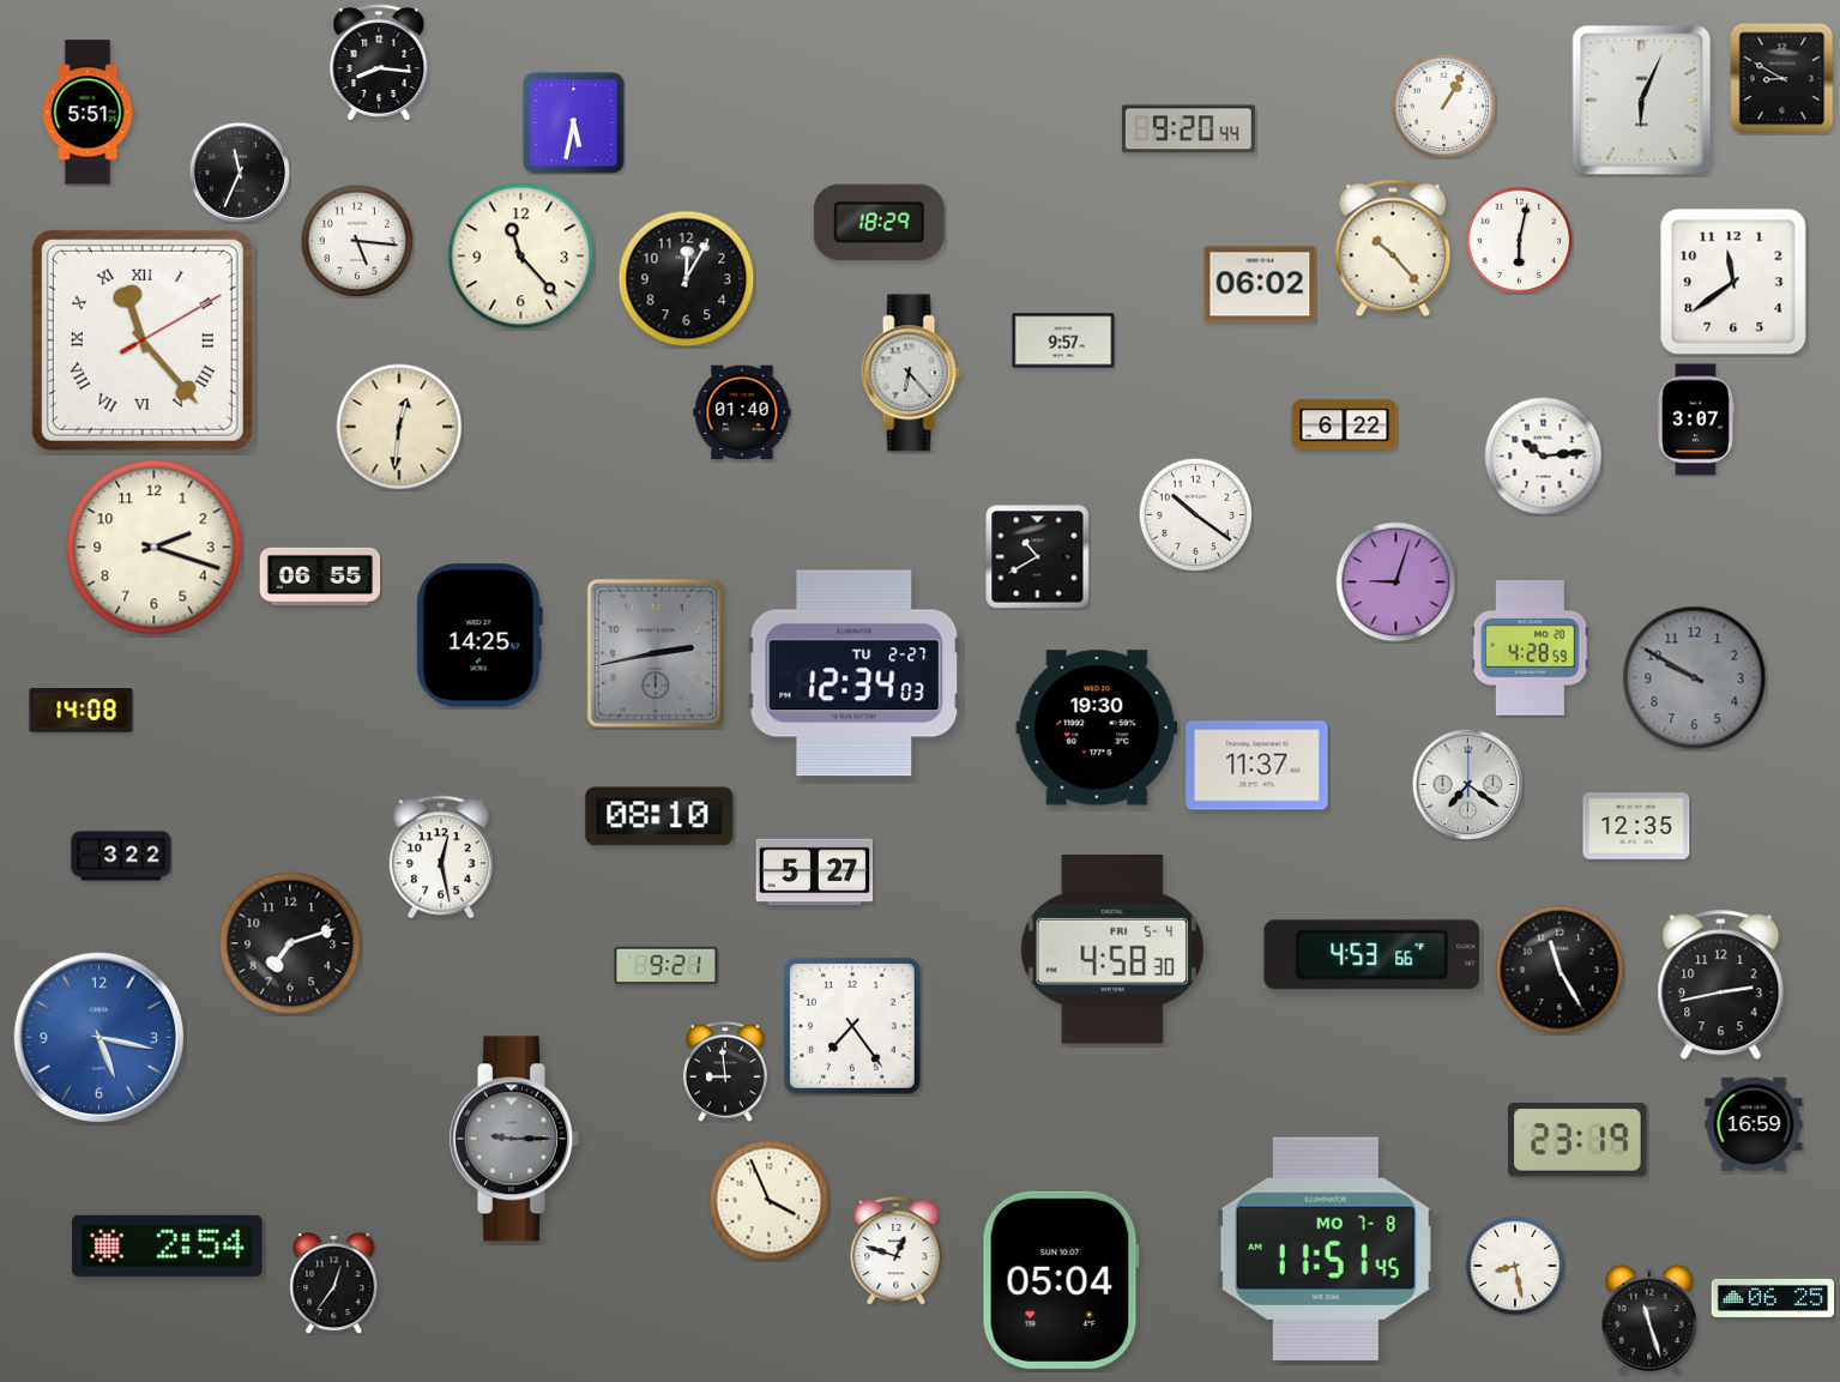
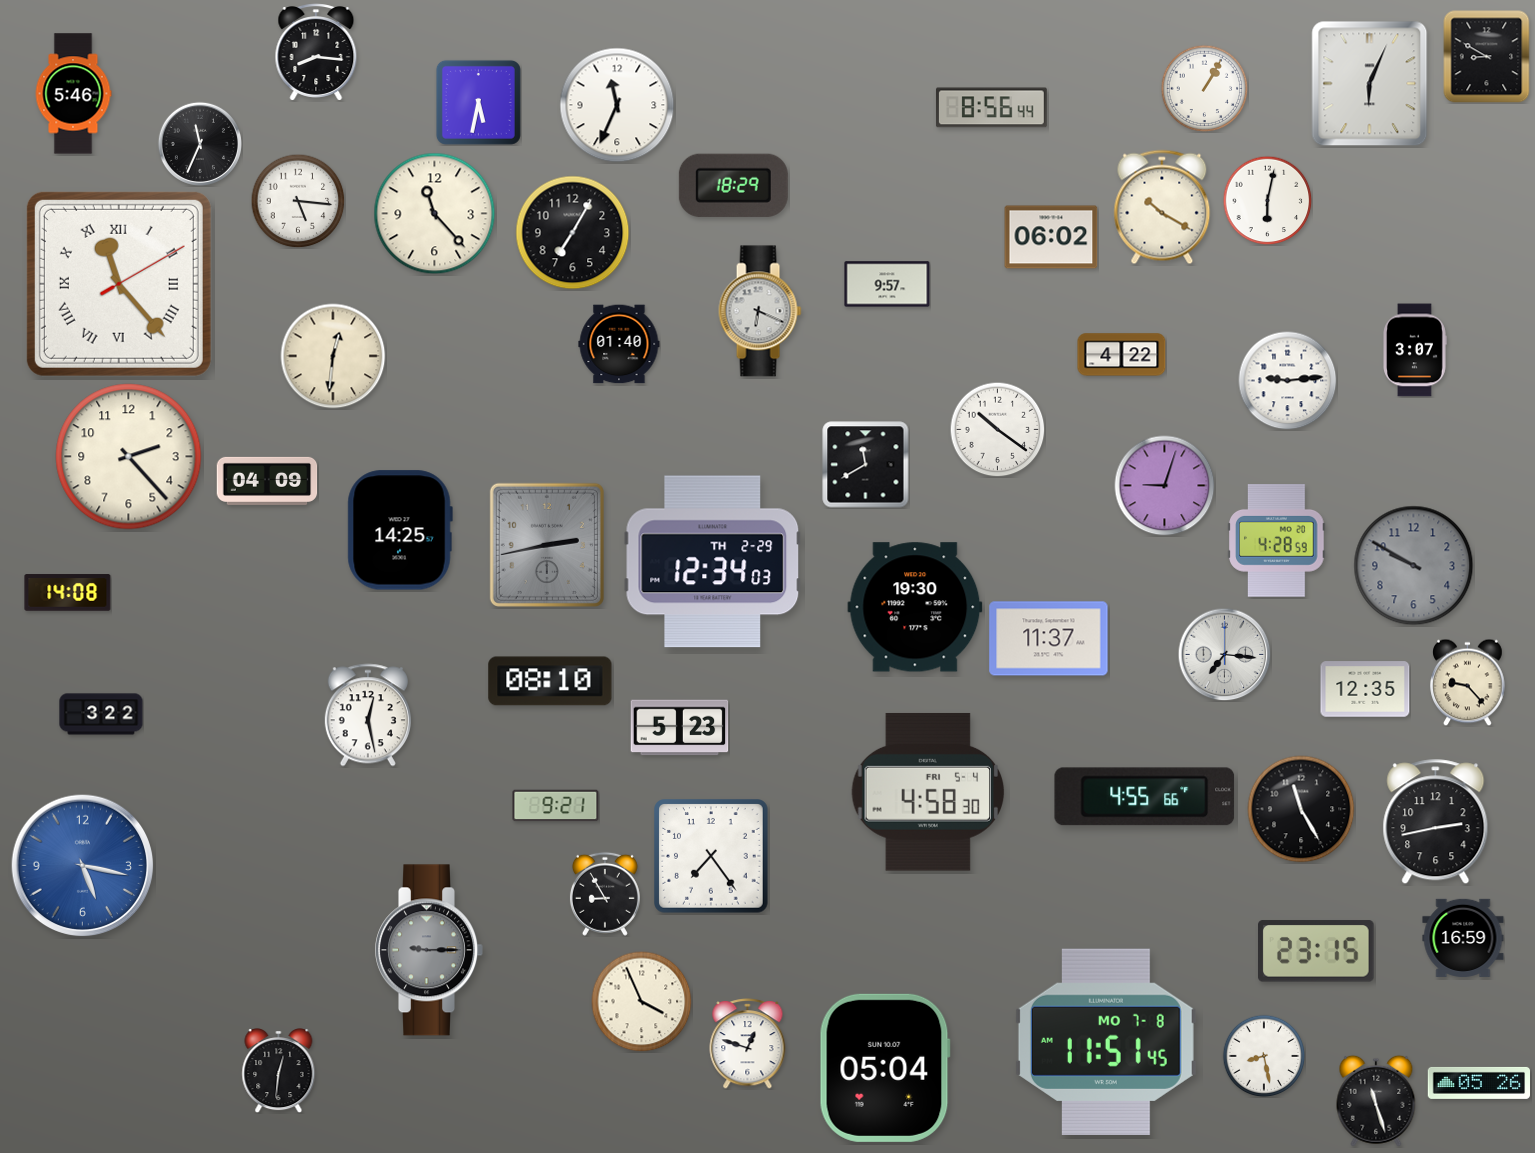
clock at (1782, 79) position: (1782, 79) -> (1487, 57)
clock at (88, 113): 5:51 -> 5:46
clock at (617, 105): none -> 11:34
clock at (1188, 129): 9:20 -> 8:56
clock at (1393, 248): 10:23 -> 10:20
clock at (687, 279): 12:05 -> 7:05
clock at (1733, 282): 11:39 -> none
clock at (911, 373): 6:23 -> 6:19
clock at (1345, 426): 6:22 -> 4:22
clock at (1544, 457): 10:14 -> 9:14
clock at (155, 548): 2:18 -> 2:23
clock at (1038, 557): 10:40 -> 11:40
clock at (320, 577): 06:55 -> 04:09
clock at (855, 674) date: TU 2-27 -> TH 2-29
clock at (1467, 784): 7:21 -> 7:16
clock at (1468, 682): none -> 9:23
clock at (815, 873): 5:27 -> 5:23
clock at (290, 943): 7:12 -> none
clock at (1373, 955): 4:53 -> 4:55
clock at (725, 1072): 8:59 -> 8:55
clock at (1577, 1140): 23:19 -> 23:15
clock at (168, 1245): 2:54 -> none
clock at (334, 1284): 12:36 -> 12:31
clock at (1773, 1298): 06:25 -> 05:26
